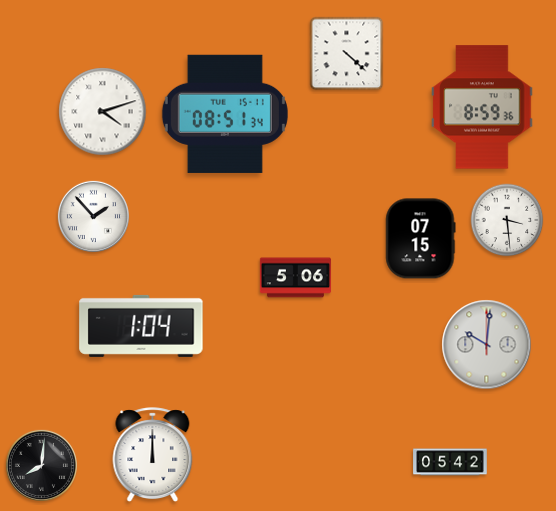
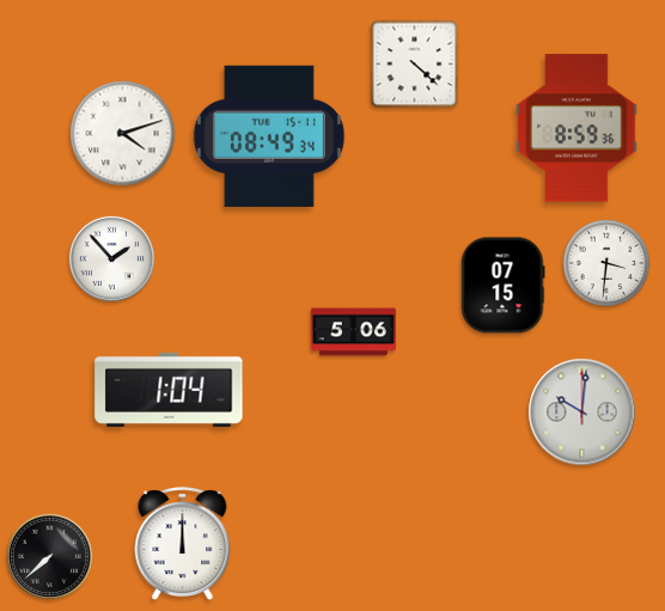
clock at (225, 114): 08:51 -> 08:49
clock at (507, 220): 3:29 -> 3:31
clock at (450, 462): 05:42 -> none
clock at (41, 465): 8:01 -> 7:38
